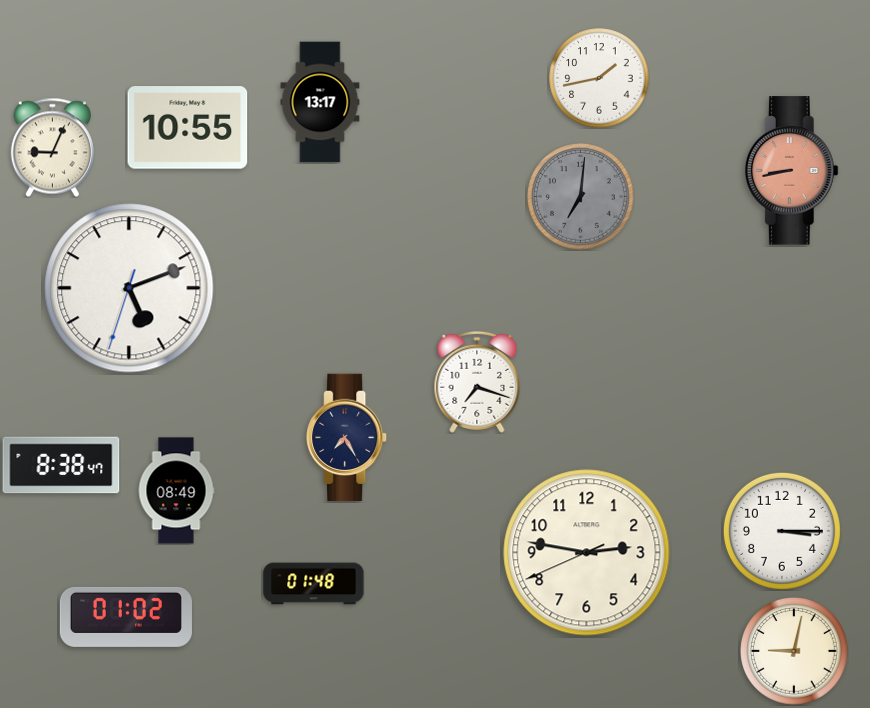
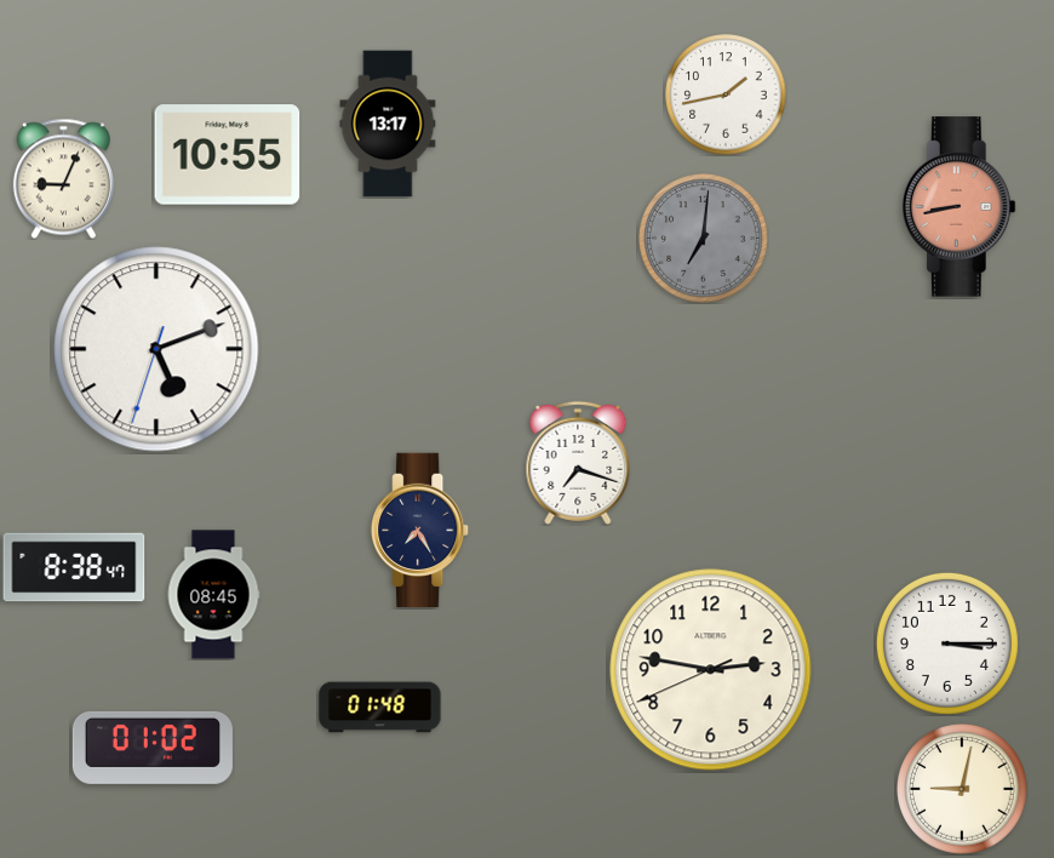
clock at (61, 465) position: (61, 465) -> (74, 567)
clock at (176, 491): 08:49 -> 08:45
